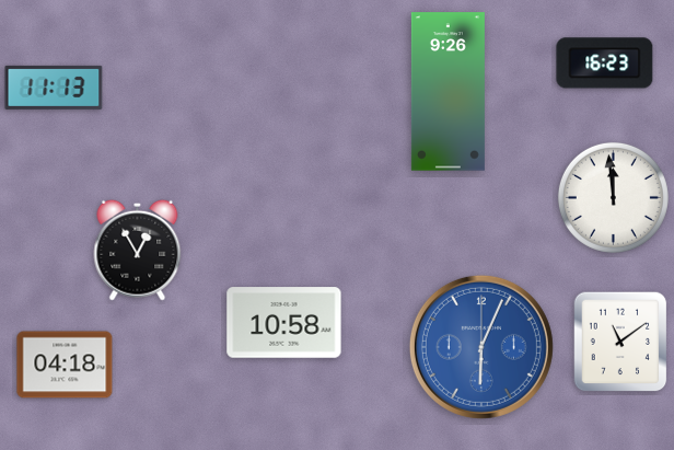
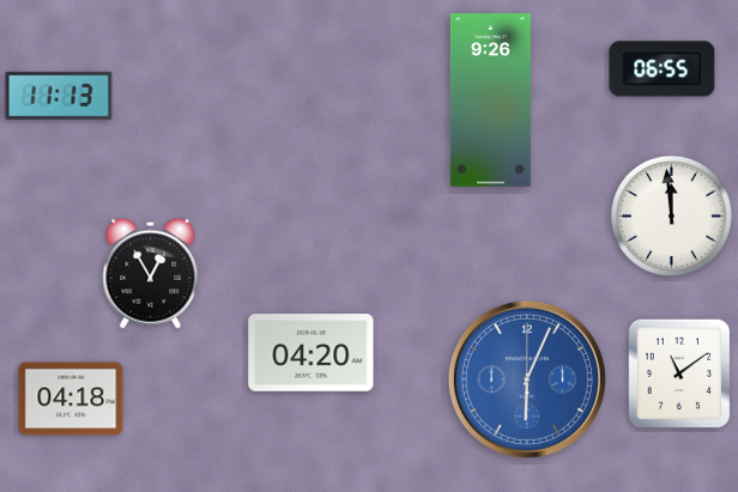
clock at (605, 64): 16:23 -> 06:55
clock at (284, 323): 10:58 -> 04:20
